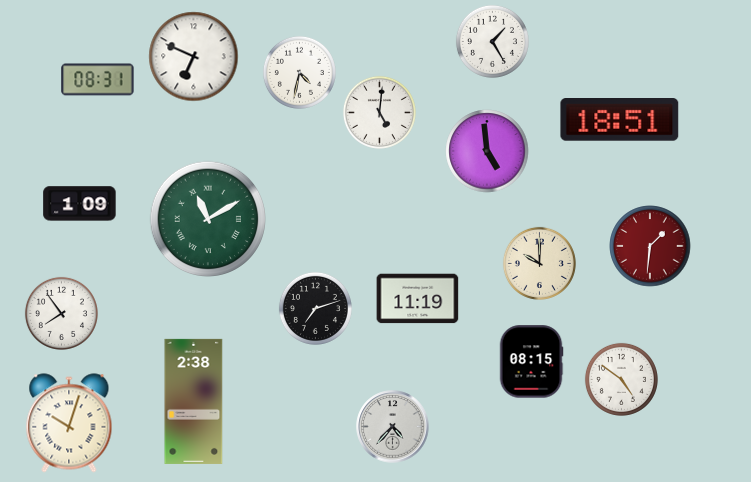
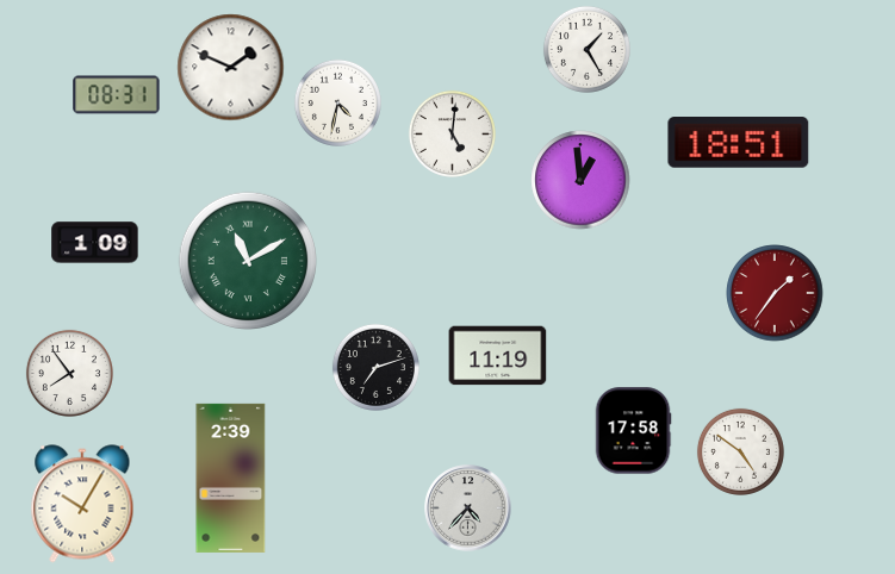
clock at (194, 57): 6:49 -> 1:49
clock at (299, 72) position: (299, 72) -> (337, 102)
clock at (487, 151): 4:59 -> 12:59
clock at (650, 246): 1:31 -> 1:36
clock at (539, 263): 10:00 -> none
clock at (61, 313) position: (61, 313) -> (69, 373)
clock at (531, 362): 08:15 -> 17:58
clock at (194, 401): 2:38 -> 2:39
clock at (69, 423): 10:03 -> 10:05
